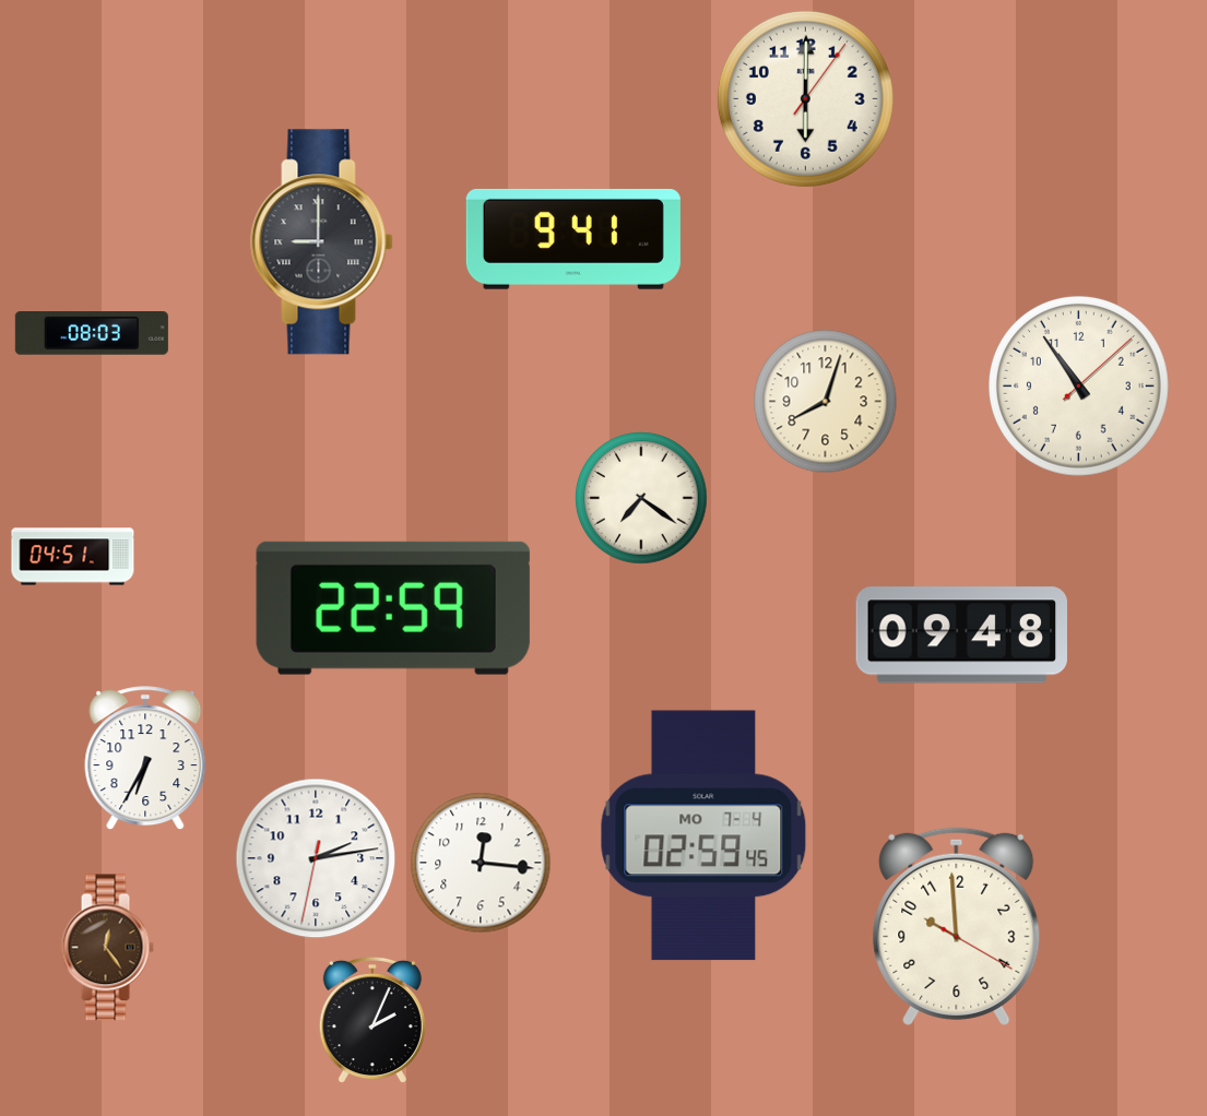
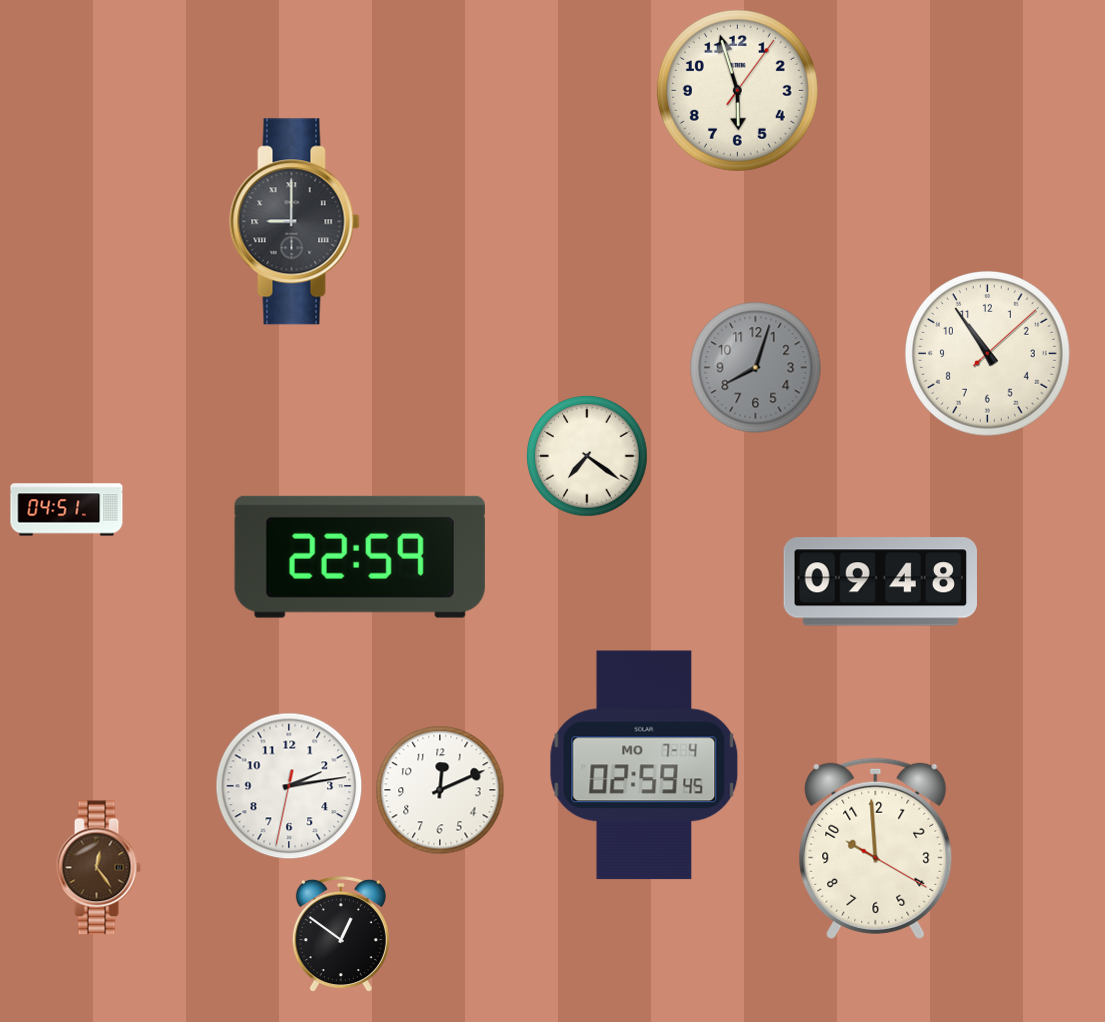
clock at (805, 98): 6:00 -> 5:57
clock at (573, 239): 9:41 -> none
clock at (92, 334): 08:03 -> none
clock at (826, 402) dial: cream -> grey
clock at (145, 759): 6:35 -> none
clock at (481, 863): 12:16 -> 12:11
clock at (372, 1020): 2:04 -> 12:51
